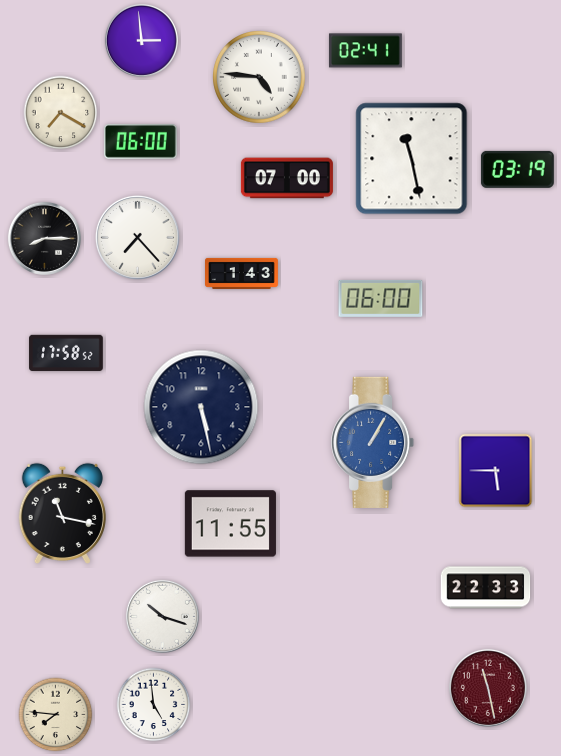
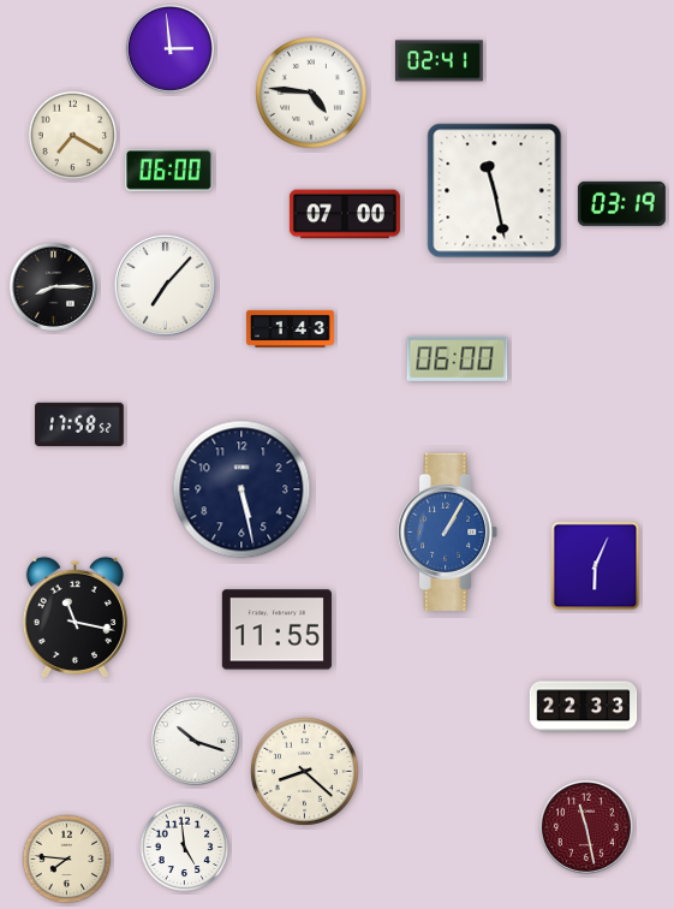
clock at (137, 237): 7:23 -> 7:07
clock at (496, 471): 5:45 -> 6:04
clock at (305, 772): none -> 8:22
